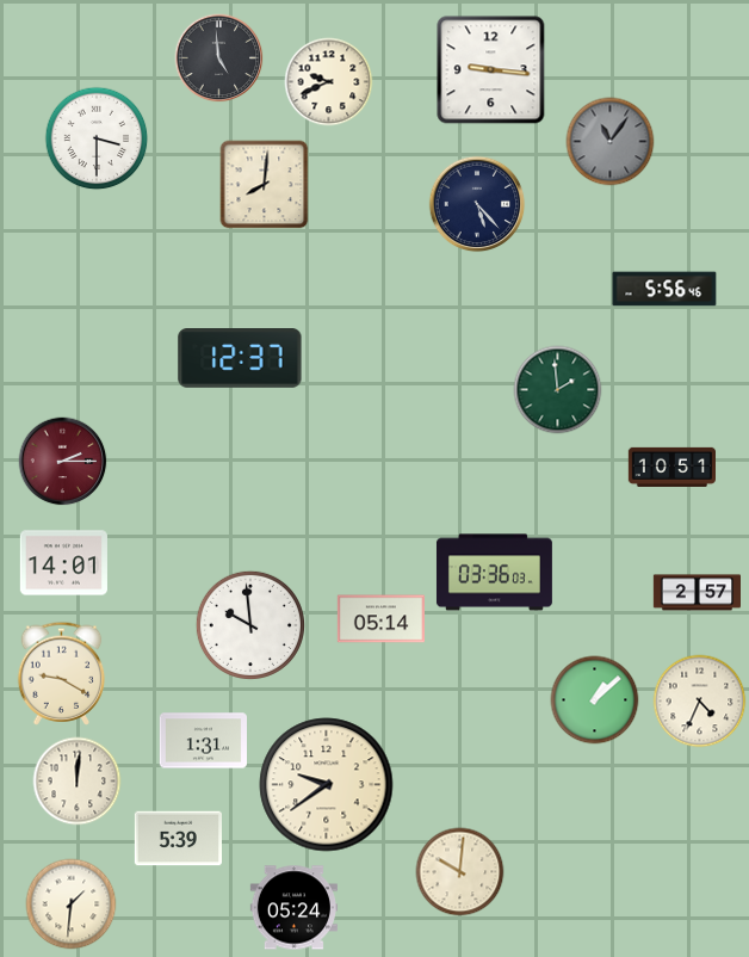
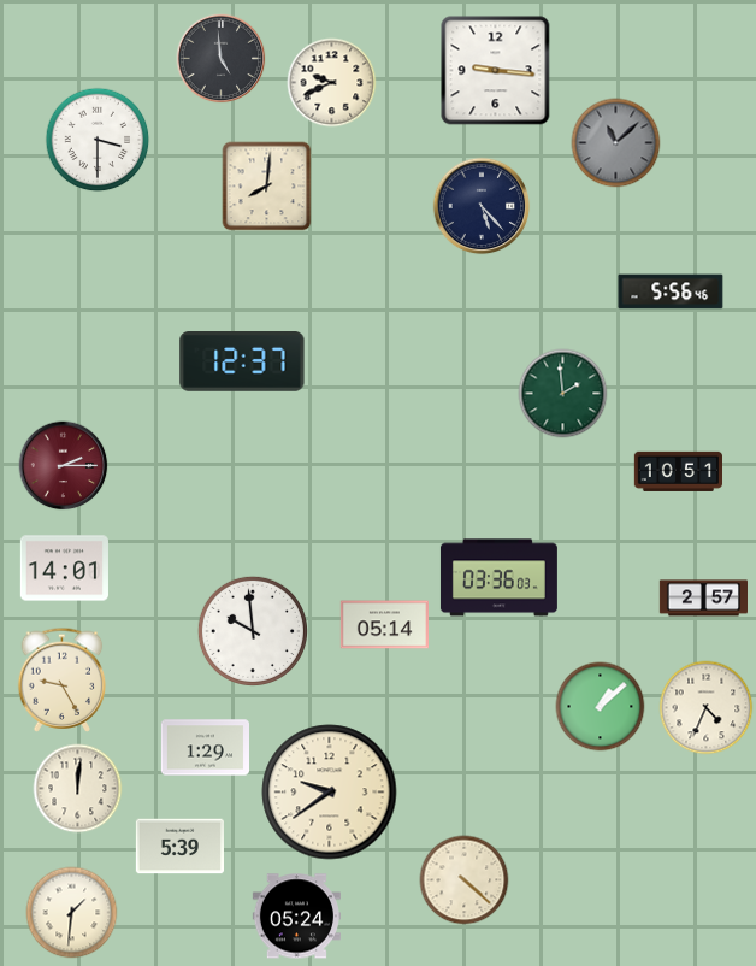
clock at (611, 142): 11:06 -> 11:08
clock at (62, 673): 9:20 -> 9:25
clock at (203, 741): 1:31 -> 1:29
clock at (460, 872): 10:01 -> 4:22
